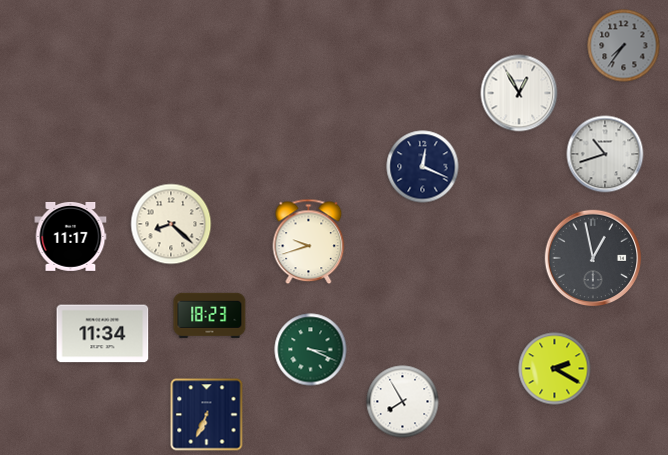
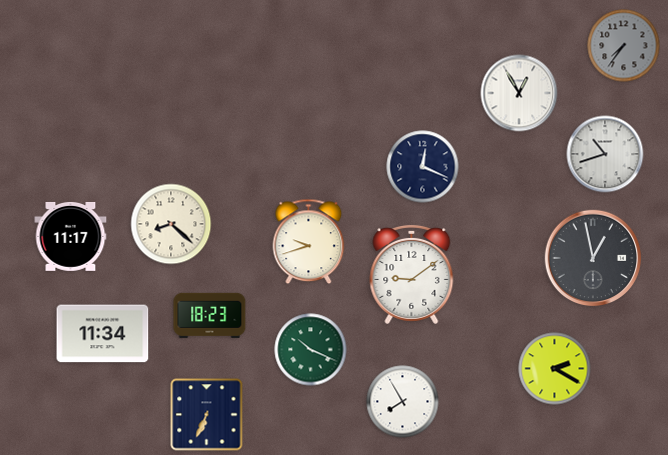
clock at (412, 274): none -> 9:09
clock at (311, 350): 3:19 -> 10:19
